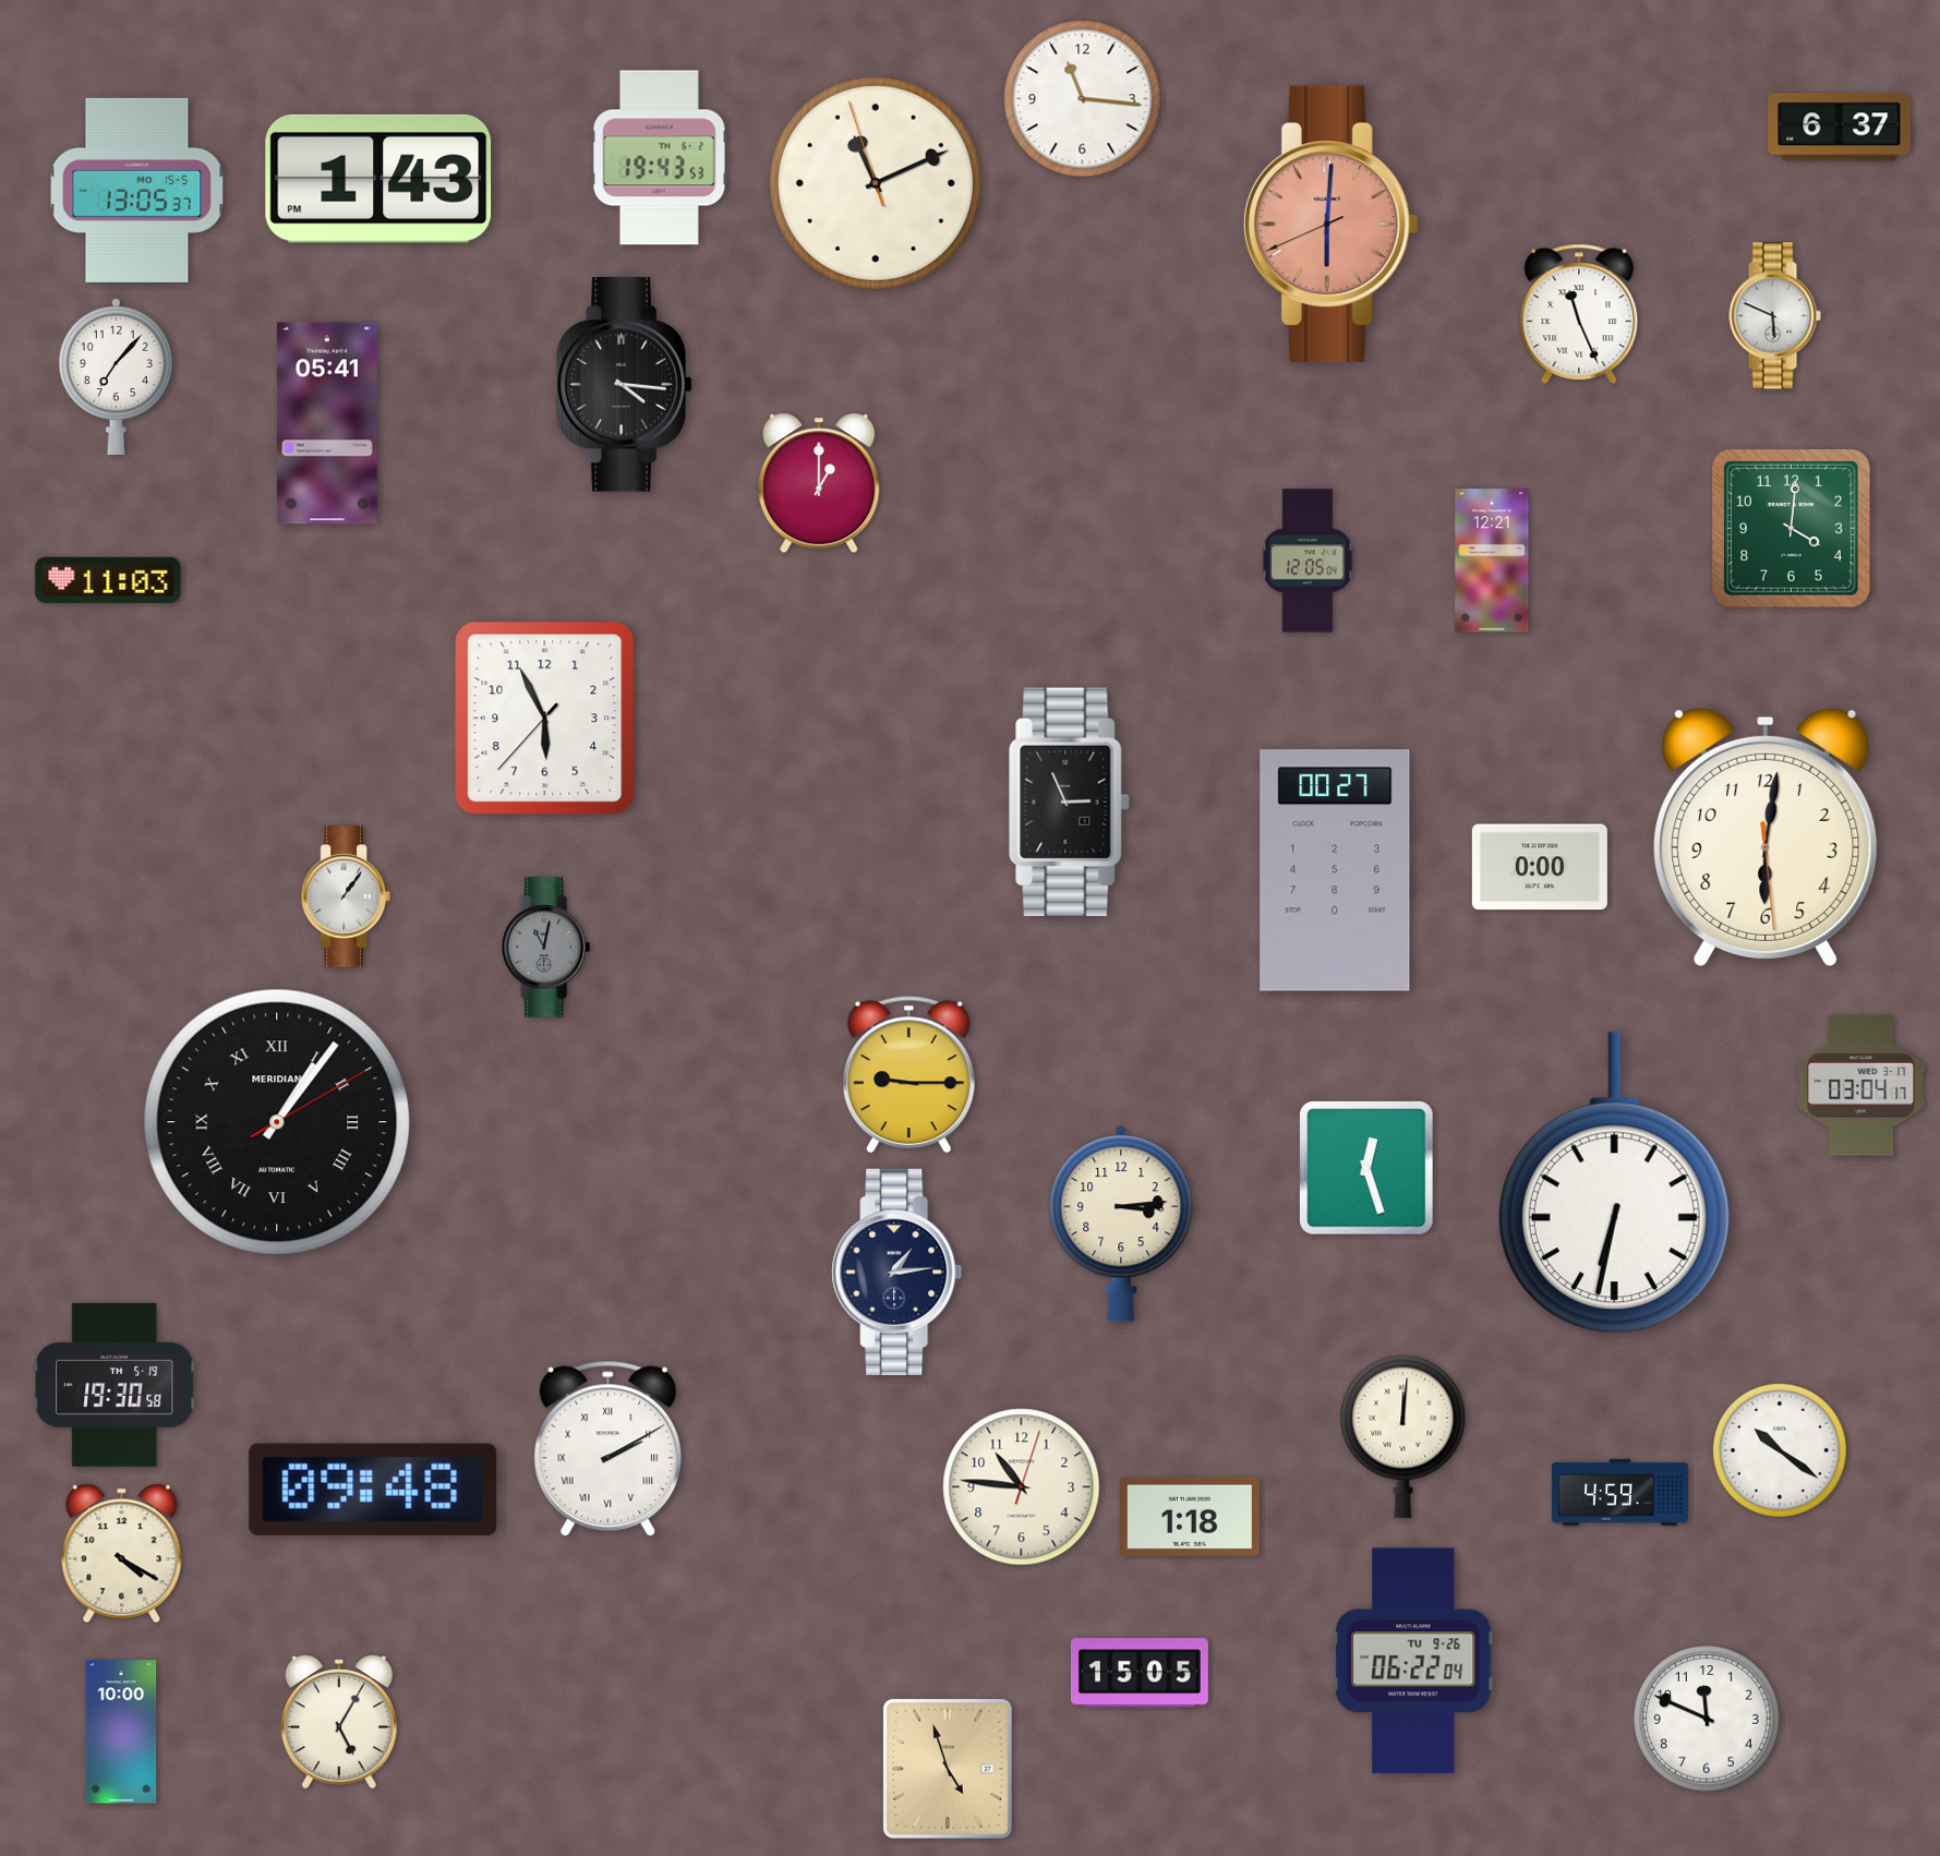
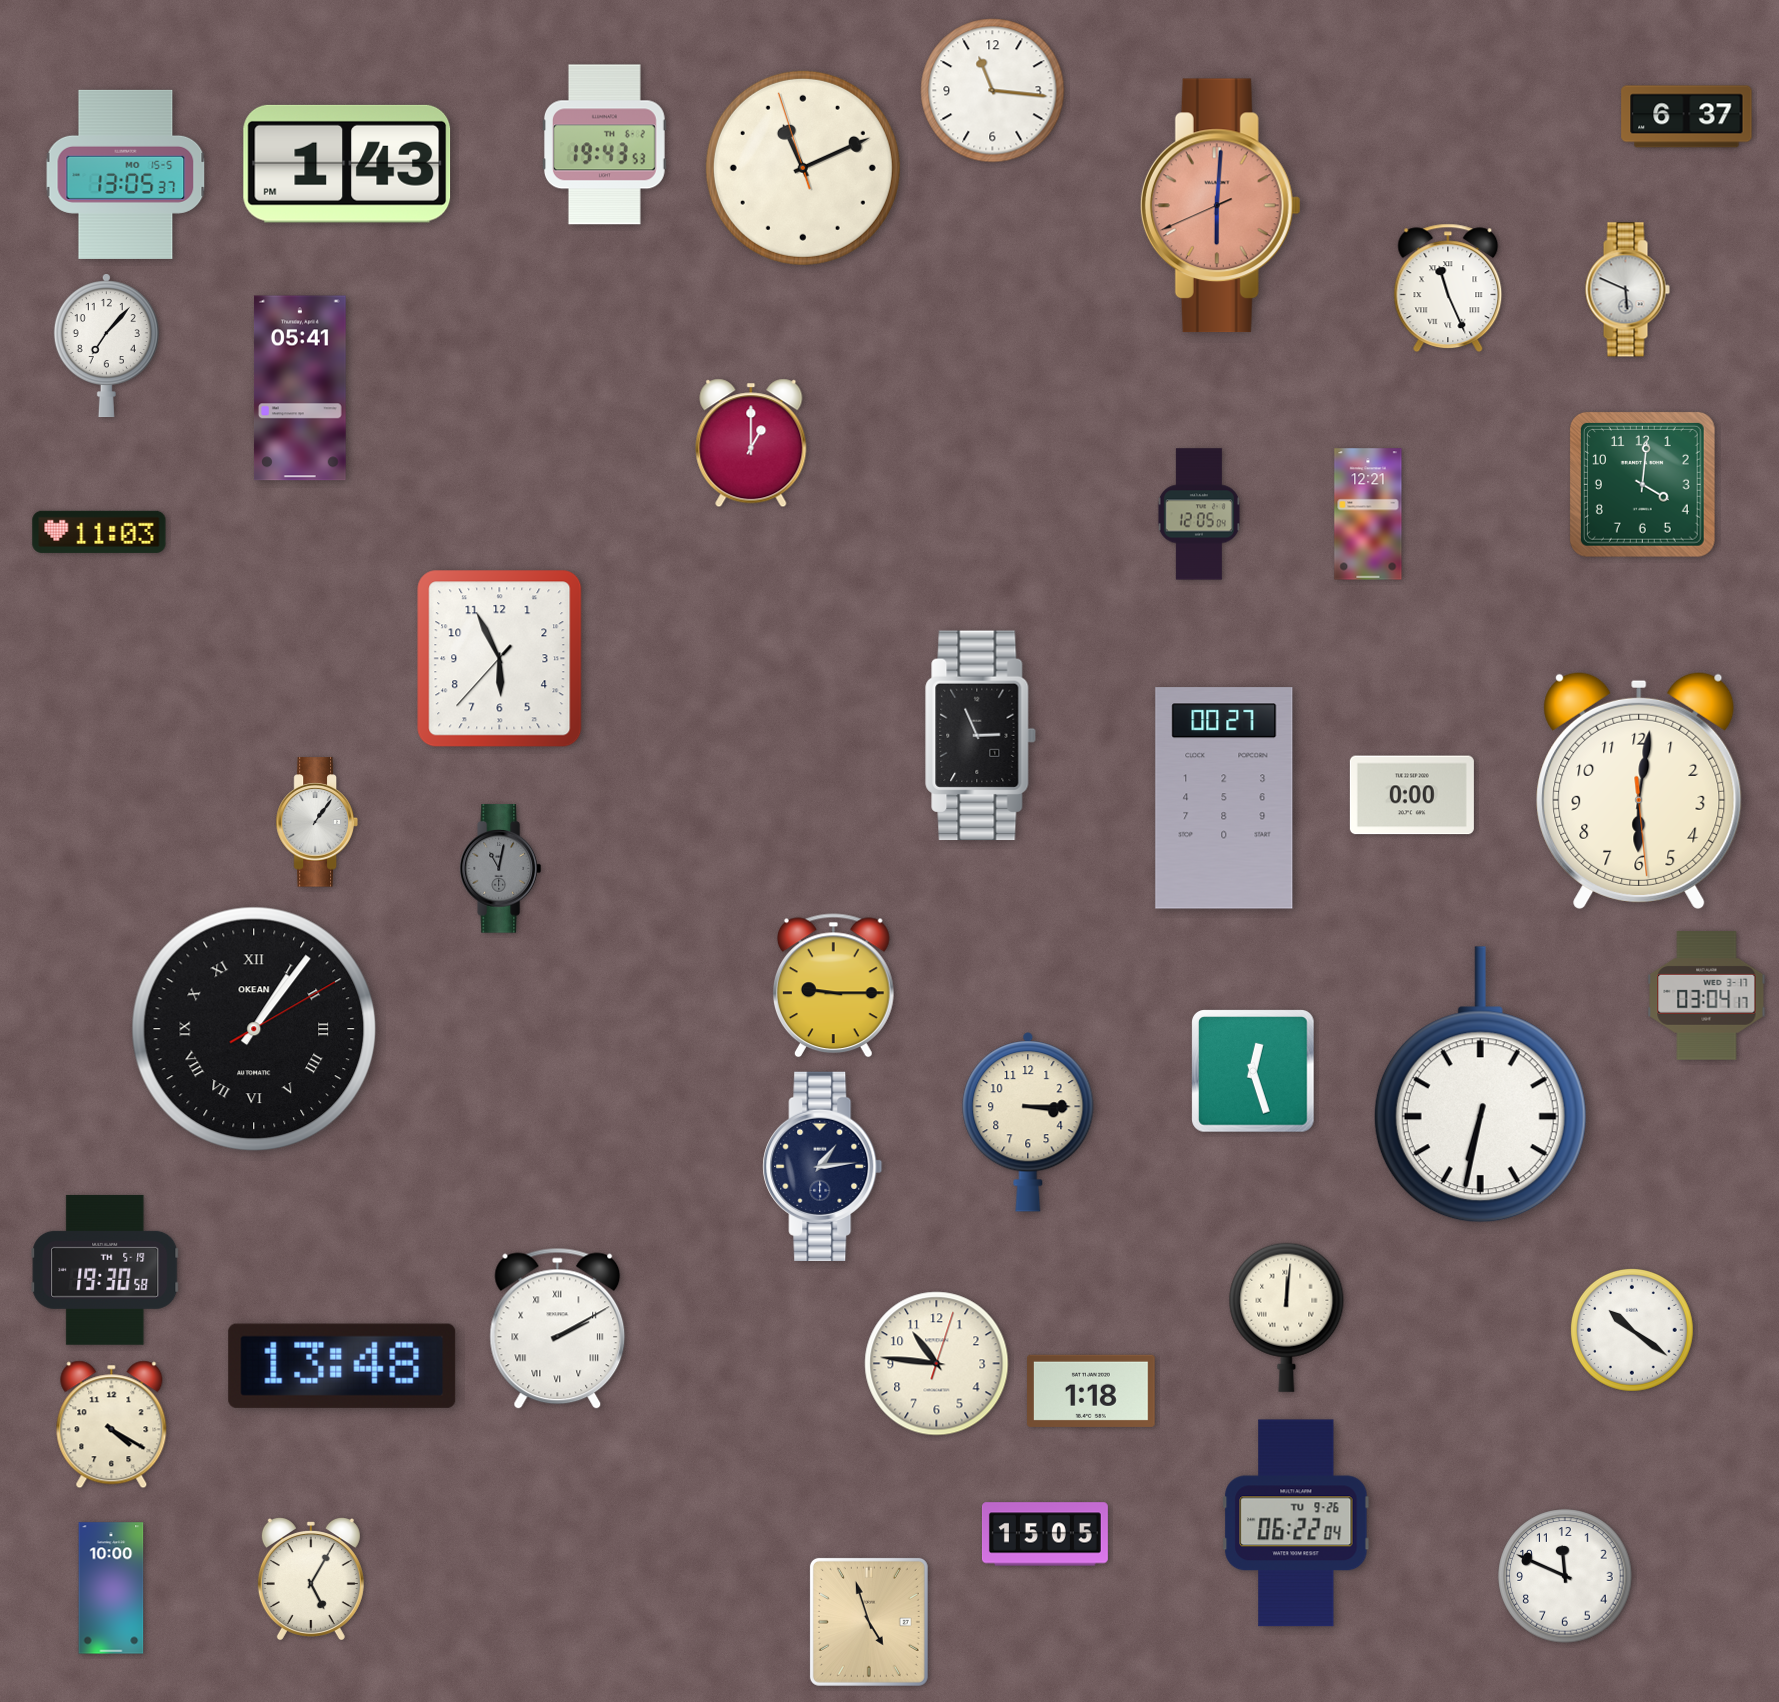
clock at (624, 385): 4:16 -> none
clock at (1766, 836) position: (1766, 836) -> (1639, 790)
clock at (277, 1122) brand: MERIDIAN -> OKEAN
clock at (1121, 1224): 3:14 -> 3:15
clock at (373, 1490): 09:48 -> 13:48
clock at (1619, 1492): 4:59 -> none
